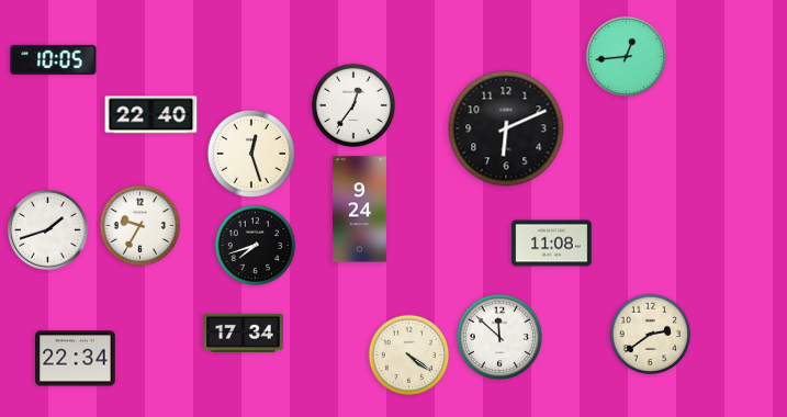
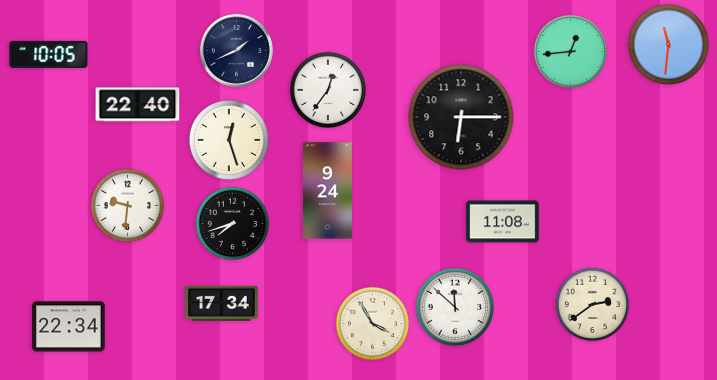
clock at (668, 44): none -> 11:31
clock at (236, 50): none -> 1:41
clock at (352, 104) position: (352, 104) -> (327, 89)
clock at (506, 128): 6:11 -> 6:15
clock at (140, 226): 9:35 -> 9:31
clock at (47, 229): 1:42 -> none
clock at (409, 356): 4:21 -> 3:55
